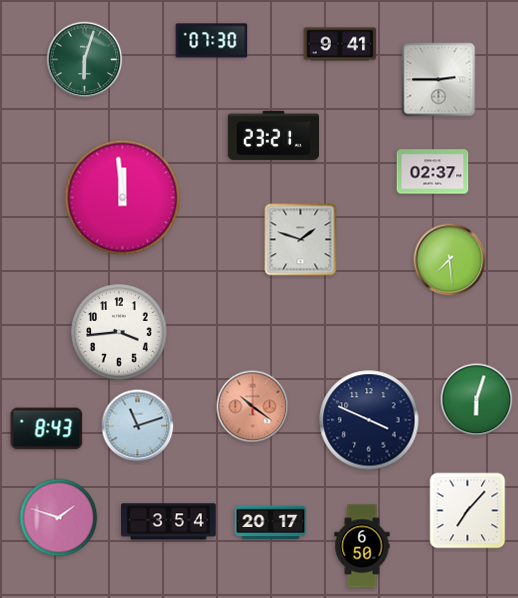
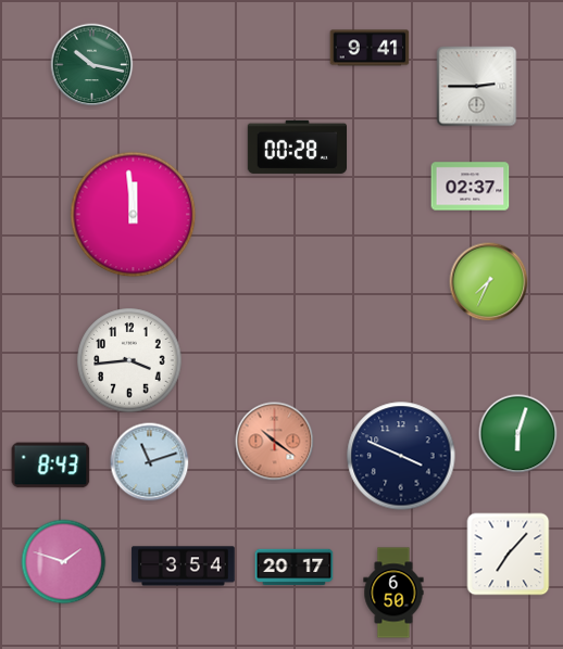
clock at (212, 41): 07:30 -> none
clock at (85, 60): 6:03 -> 10:17
clock at (273, 135): 23:21 -> 00:28
clock at (301, 240): 1:48 -> none
clock at (450, 260): 7:29 -> 7:34
